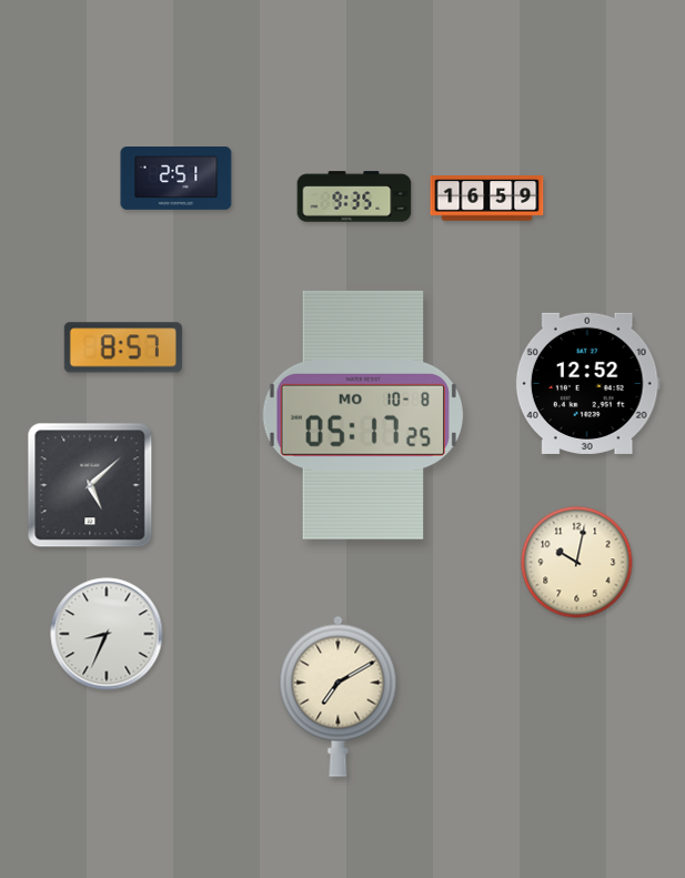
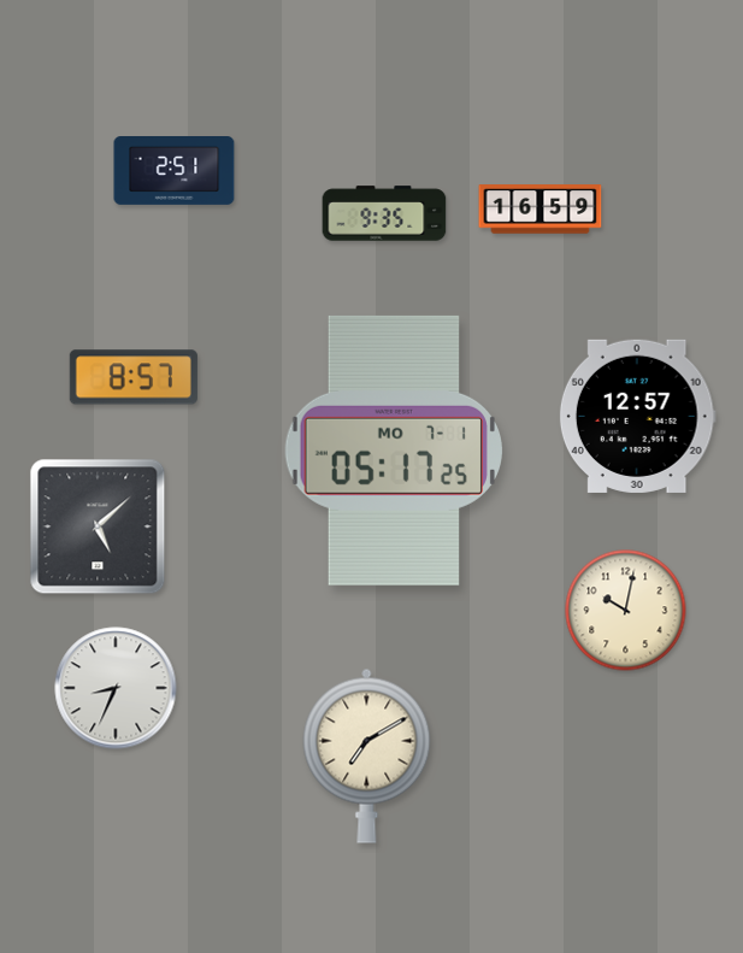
clock at (177, 179) position: (177, 179) -> (175, 171)
clock at (487, 199) position: (487, 199) -> (541, 210)
clock at (587, 383): 12:52 -> 12:57
clock at (363, 415) date: MO 10-8 -> MO 7-1
